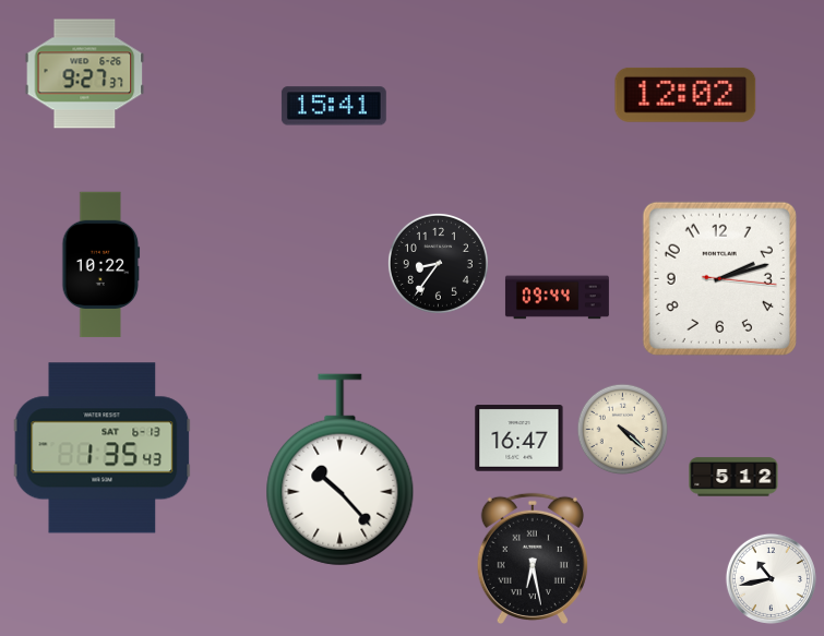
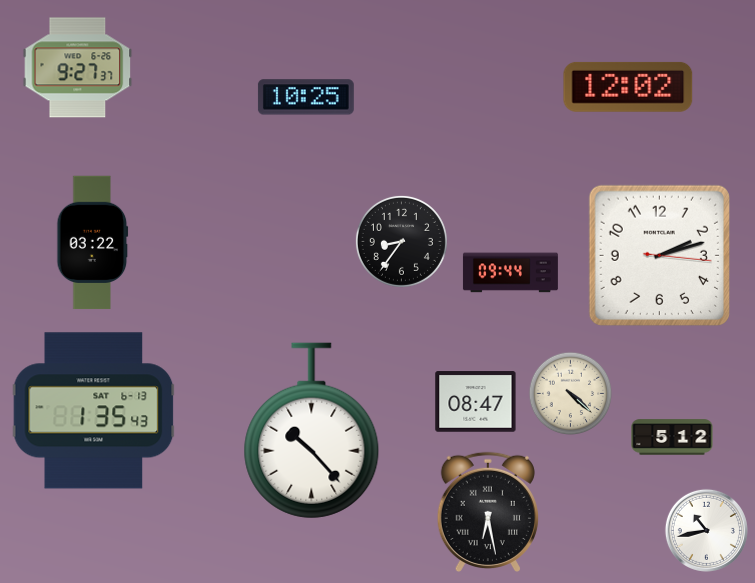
clock at (334, 106): 15:41 -> 10:25
clock at (101, 265): 10:22 -> 03:22
clock at (520, 439): 16:47 -> 08:47
